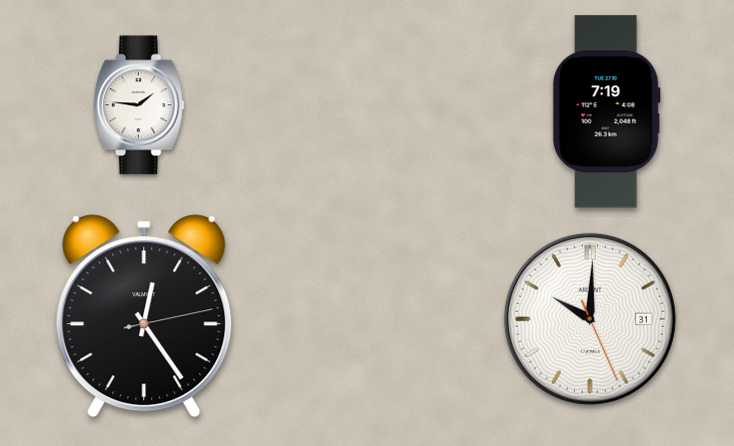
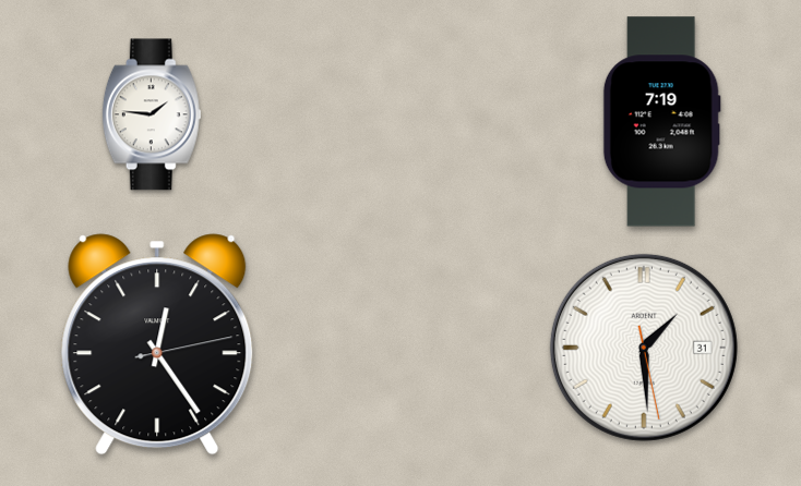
clock at (590, 319): 10:00 -> 1:29
